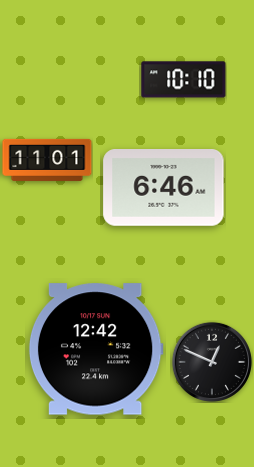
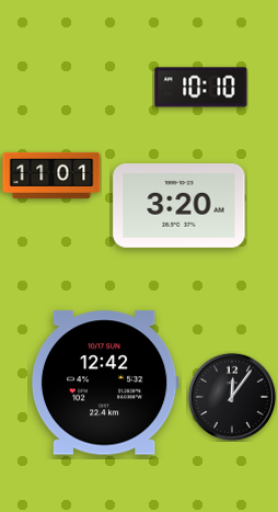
clock at (164, 188): 6:46 -> 3:20
clock at (212, 362): 12:49 -> 12:06
